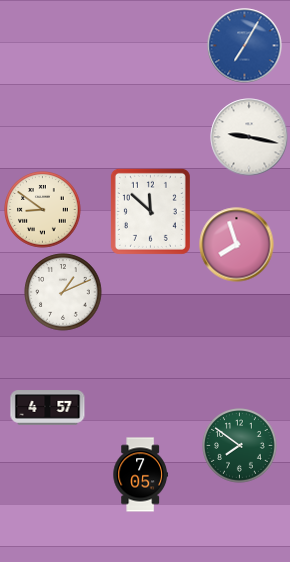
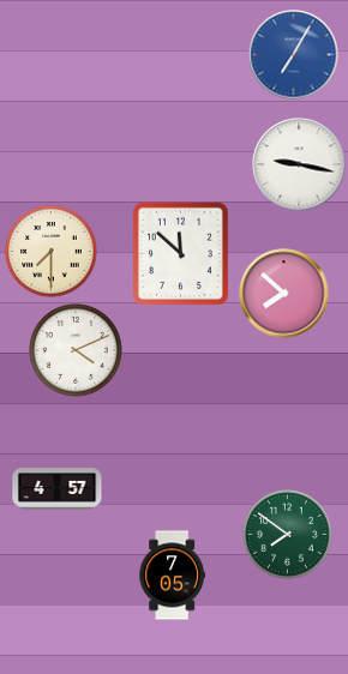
clock at (43, 210): 8:51 -> 7:30
clock at (237, 245): 7:57 -> 7:52
clock at (63, 292): 1:11 -> 4:11
clock at (140, 475) position: (140, 475) -> (172, 576)
